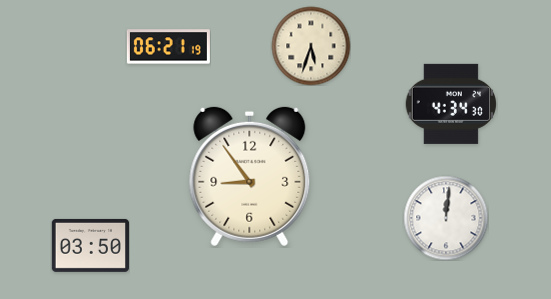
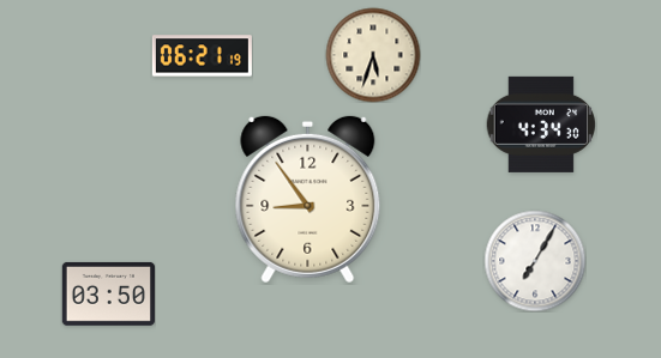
clock at (250, 177) position: (250, 177) -> (308, 200)
clock at (446, 218): 12:01 -> 7:05
